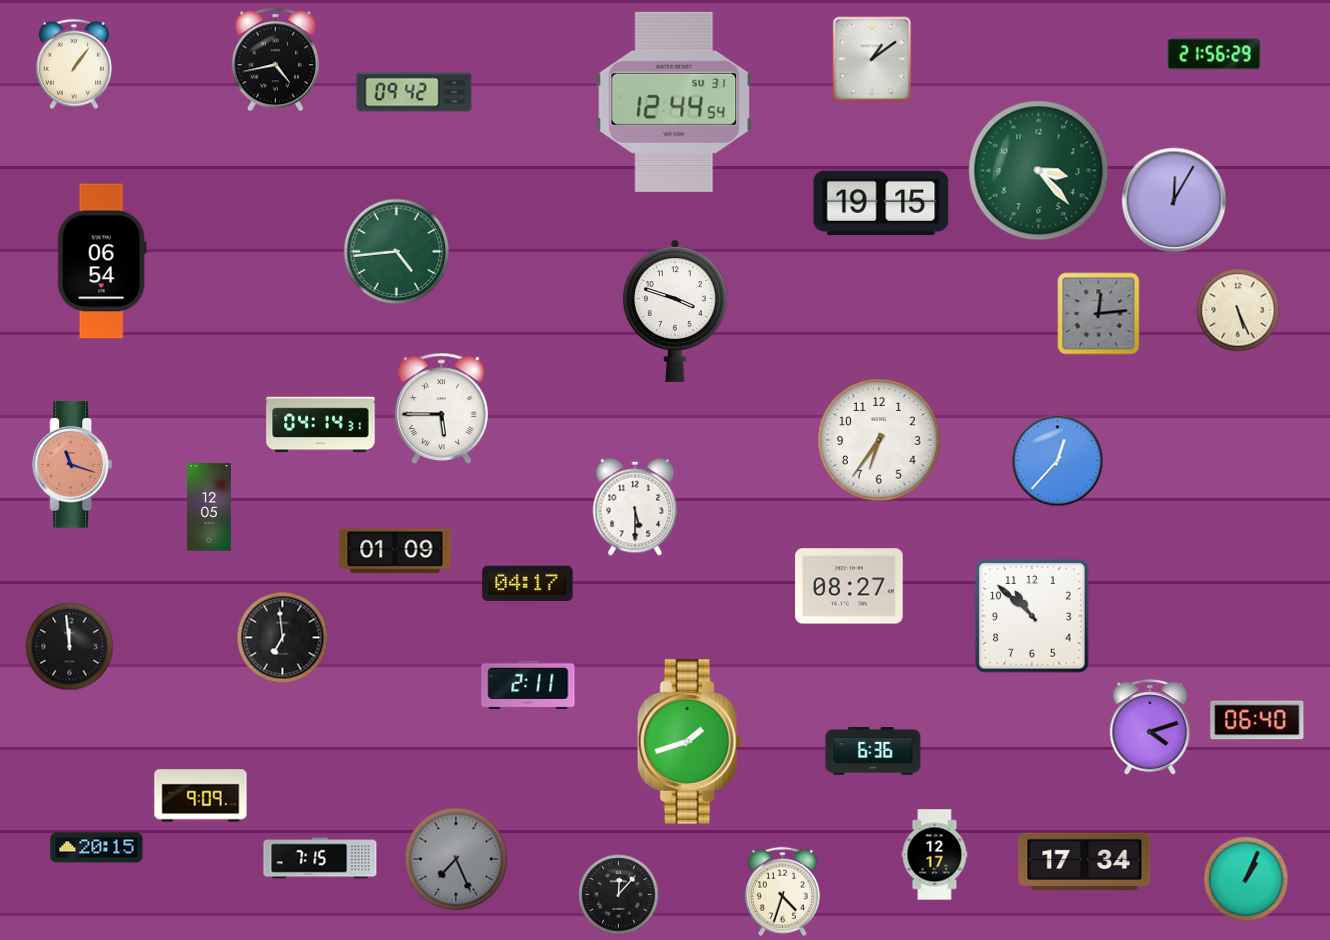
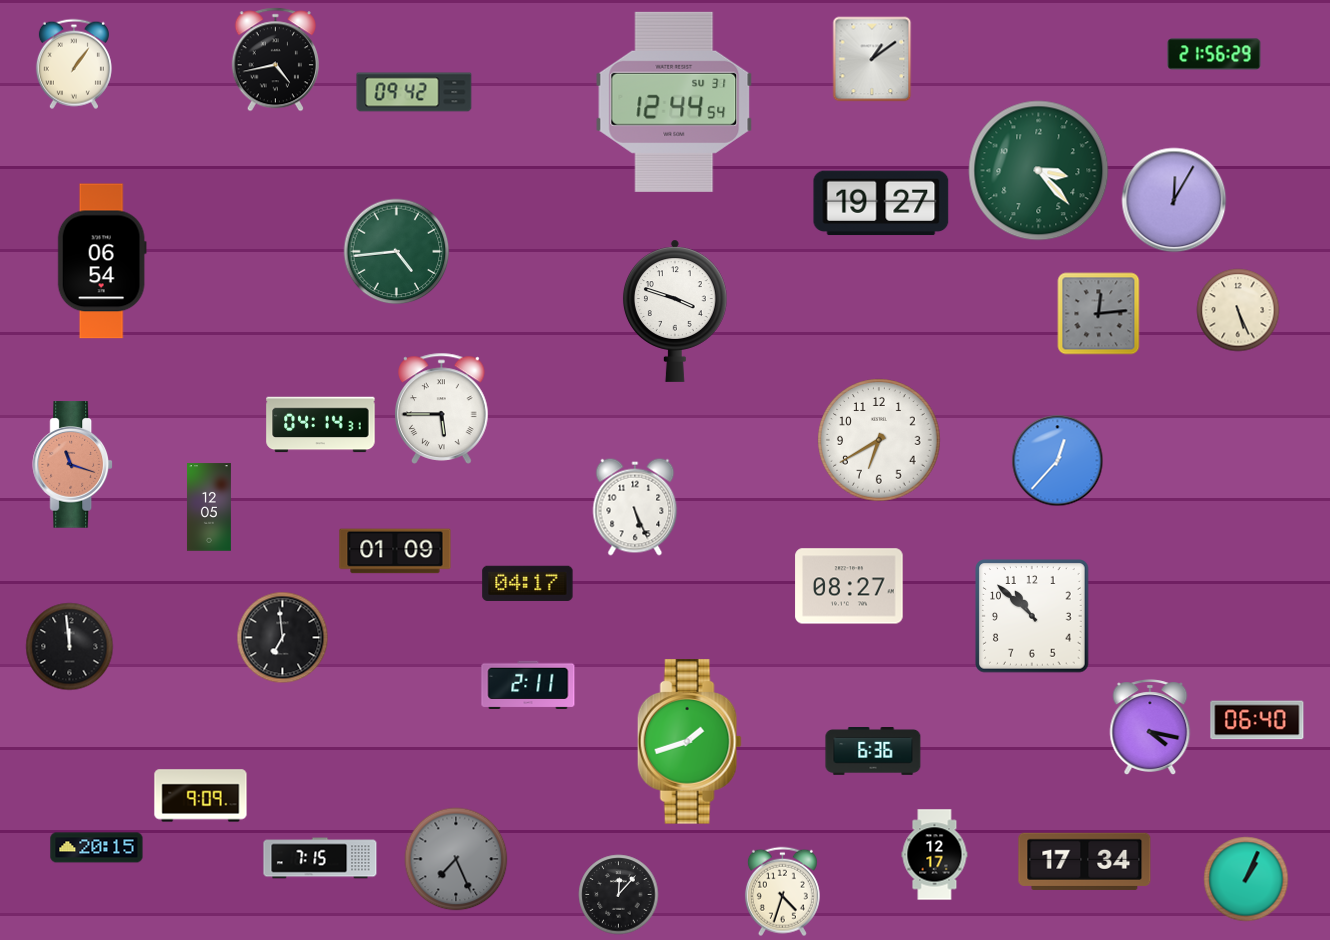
clock at (881, 203): 19:15 -> 19:27
clock at (879, 440): 6:36 -> 6:40
clock at (635, 507): 5:30 -> 5:26
clock at (1150, 727): 4:12 -> 4:17
